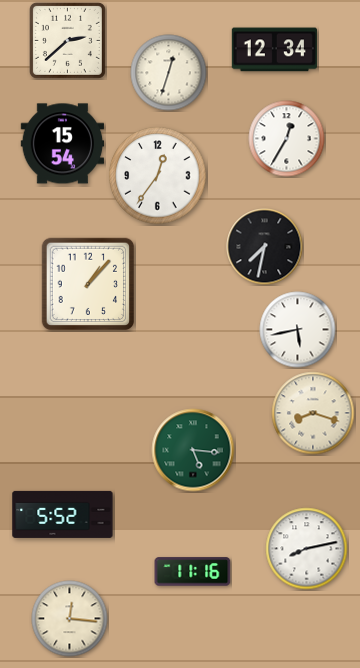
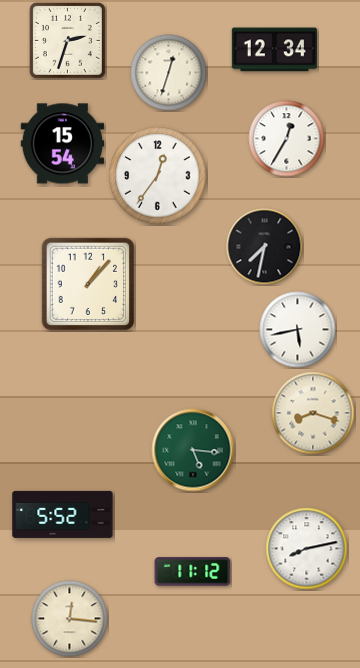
clock at (67, 40): 2:38 -> 2:33
clock at (193, 572): 11:16 -> 11:12
